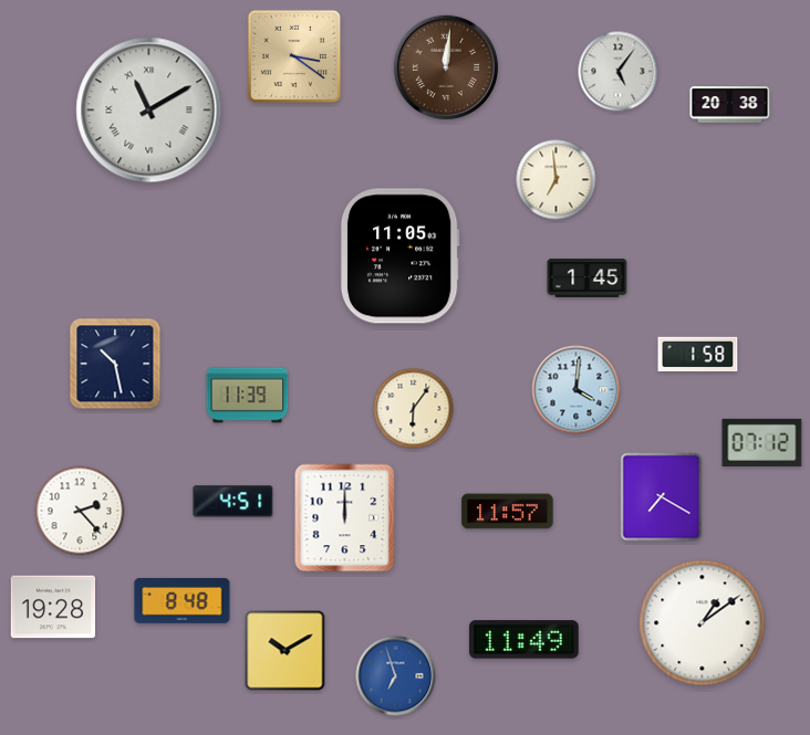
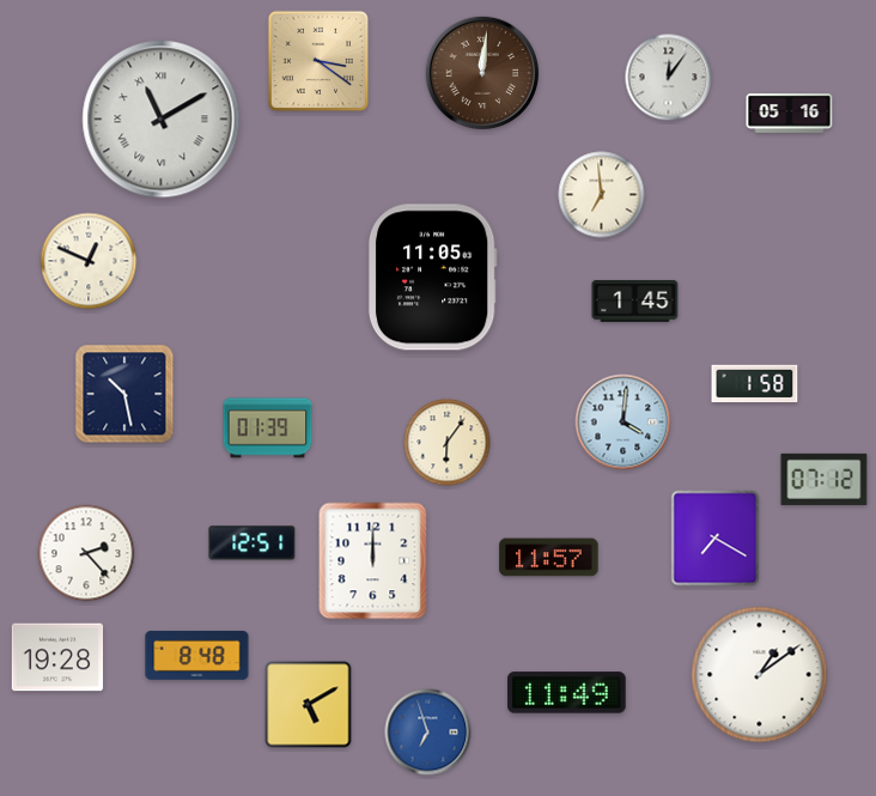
clock at (619, 72): 5:06 -> 12:06
clock at (730, 105): 20:38 -> 05:16
clock at (89, 261): none -> 12:49
clock at (248, 396): 11:39 -> 01:39
clock at (233, 502): 4:51 -> 12:51
clock at (508, 512) position: (508, 512) -> (549, 558)
clock at (183, 600) position: (183, 600) -> (197, 655)
clock at (285, 651): 10:10 -> 5:10
